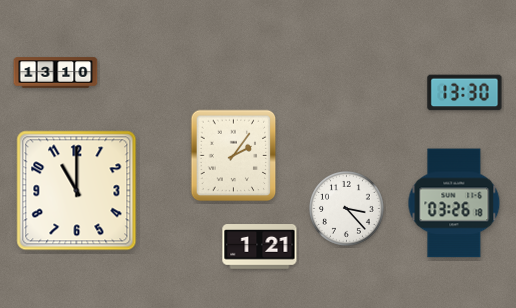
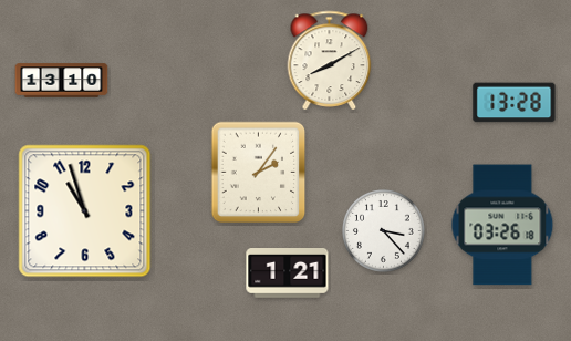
clock at (330, 60): none -> 8:10
clock at (465, 93): 13:30 -> 13:28
clock at (77, 191): 11:00 -> 10:57
